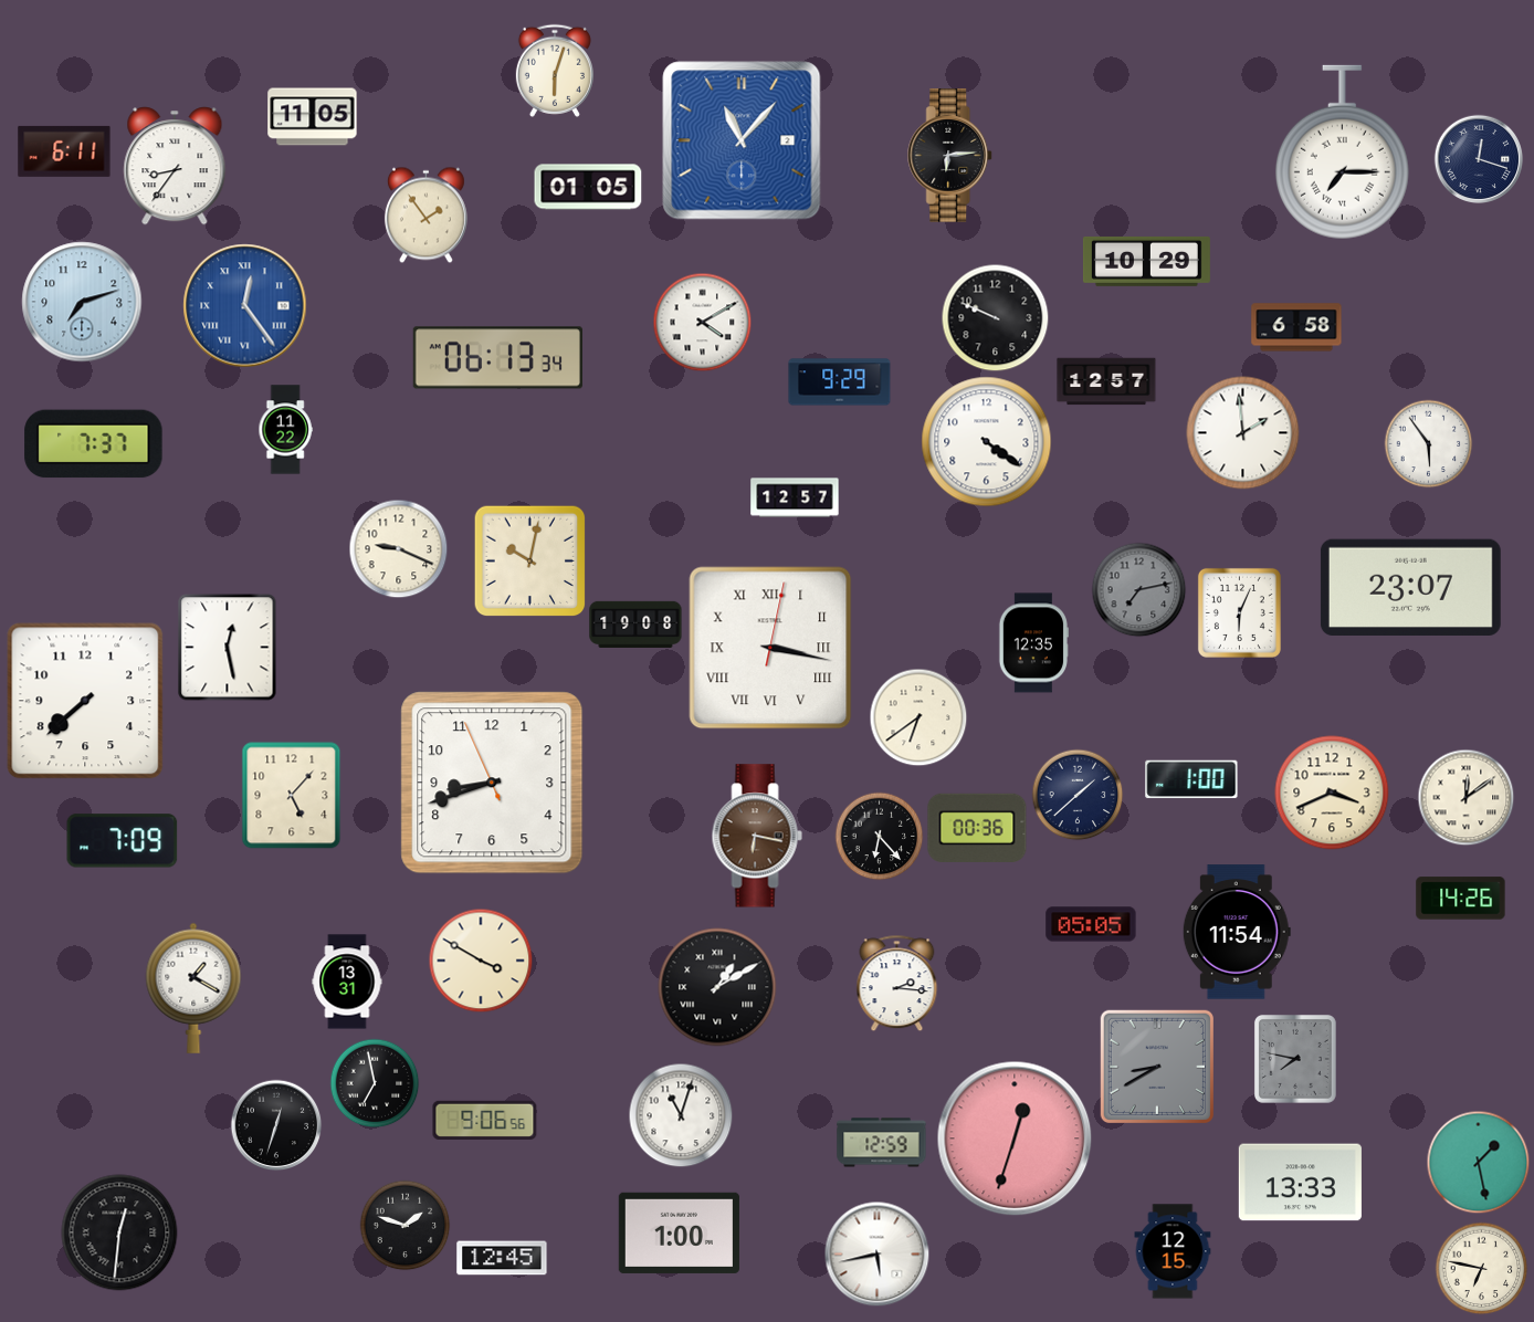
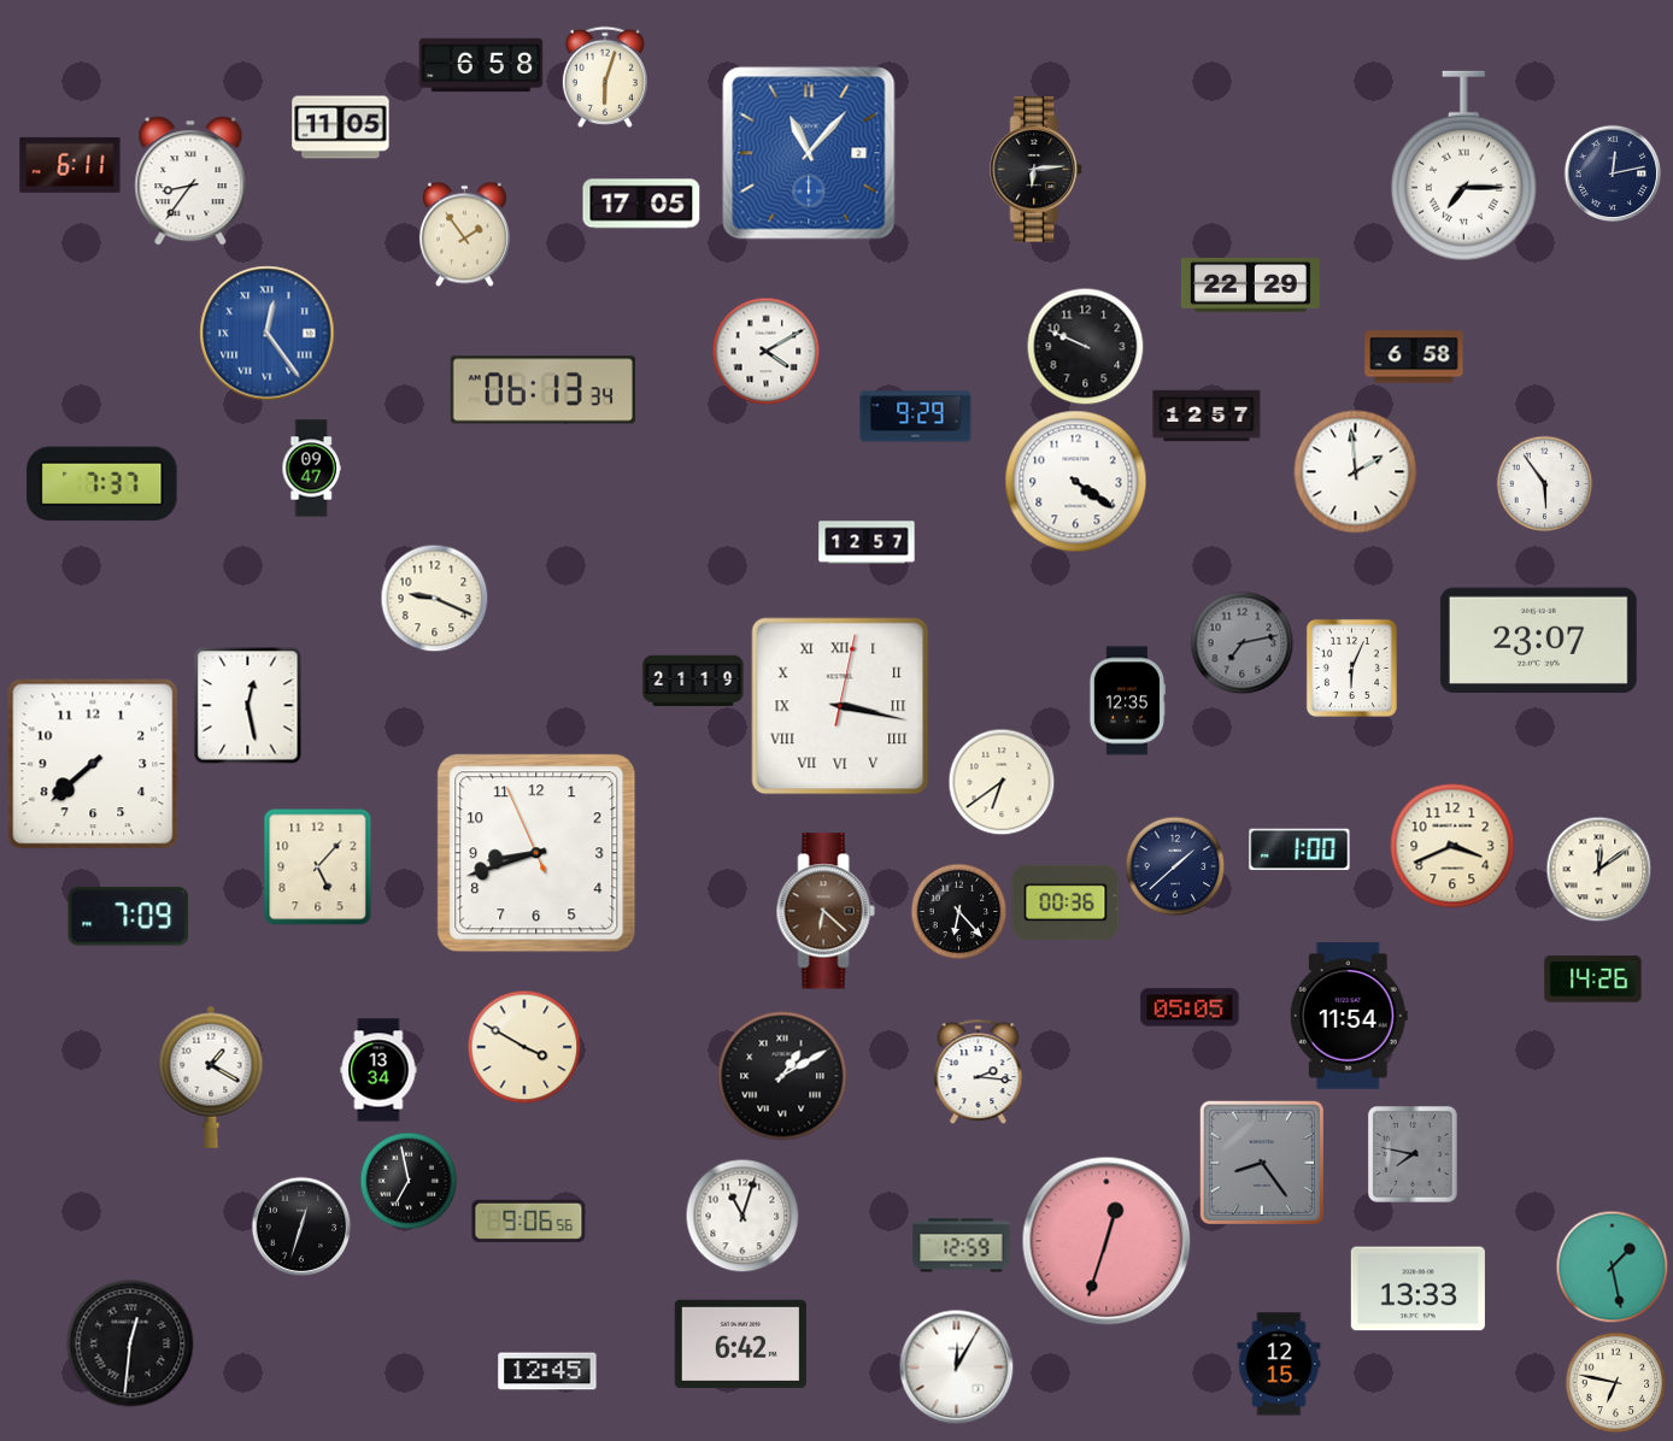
clock at (481, 65): none -> 6:58
clock at (1479, 159): 12:18 -> 12:13
clock at (588, 187): 01:05 -> 17:05
clock at (1146, 261): 10:29 -> 22:29
clock at (82, 302): 7:12 -> none
clock at (285, 430): 11:22 -> 09:47
clock at (1428, 443) position: (1428, 443) -> (1544, 483)
clock at (529, 560): 10:02 -> none
clock at (635, 625): 19:08 -> 21:19
clock at (1332, 793) position: (1332, 793) -> (1452, 846)
clock at (757, 836): 6:17 -> 6:22
clock at (123, 841) position: (123, 841) -> (129, 917)
clock at (347, 982): 13:31 -> 13:34
clock at (1157, 1067): 8:40 -> 8:24
clock at (404, 1225): 1:48 -> none
clock at (679, 1232): 1:00 -> 6:42
clock at (876, 1253): 5:43 -> 12:05
